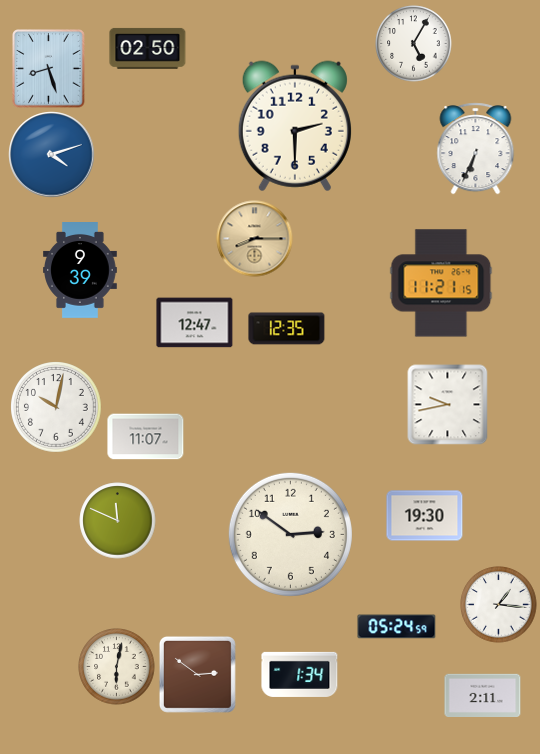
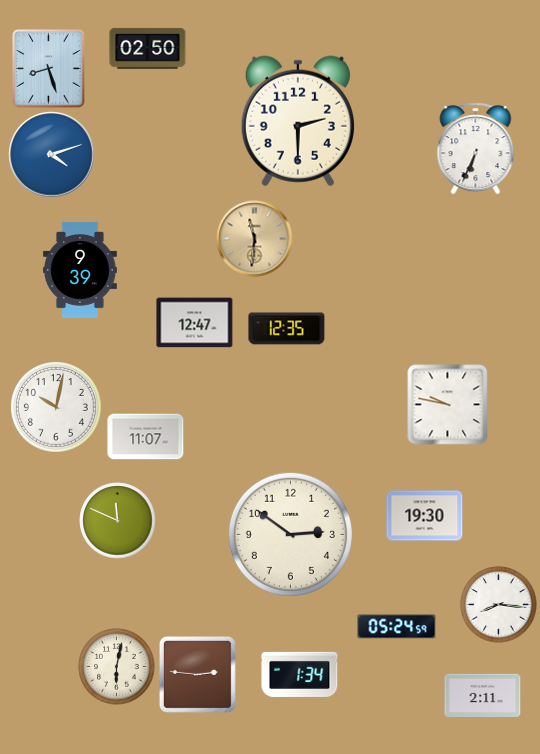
clock at (414, 44): 5:05 -> none
clock at (295, 126) position: (295, 126) -> (298, 121)
clock at (255, 239): 8:15 -> 11:31
clock at (441, 283): 11:21 -> none
clock at (448, 405): 9:43 -> 9:47
clock at (499, 605): 1:16 -> 8:16
clock at (197, 674): 2:51 -> 2:46
